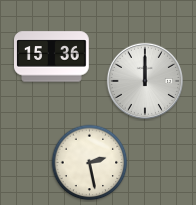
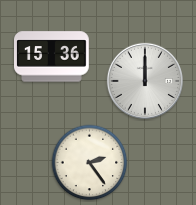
clock at (90, 163): 2:28 -> 2:24
